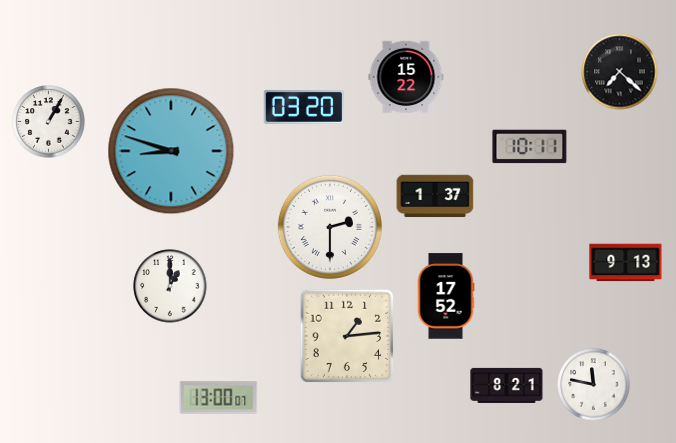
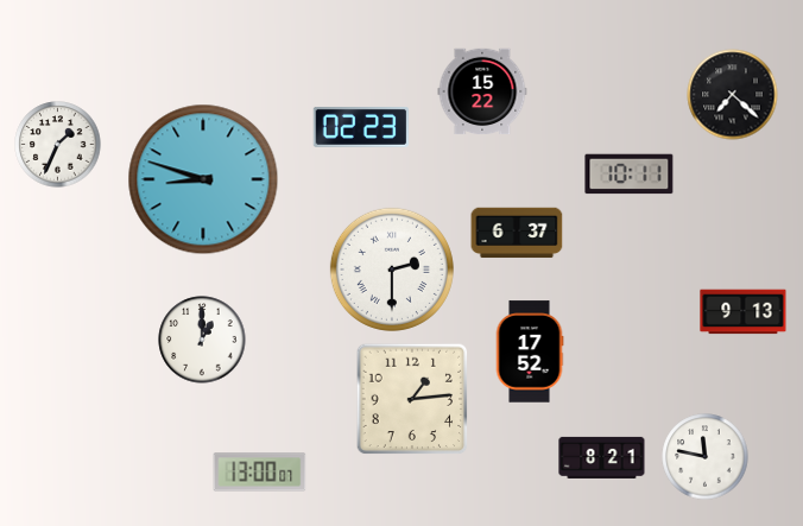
clock at (620, 72) position: (620, 72) -> (733, 95)
clock at (303, 107): 03:20 -> 02:23
clock at (49, 122): 1:05 -> 1:34
clock at (435, 196): 1:37 -> 6:37
